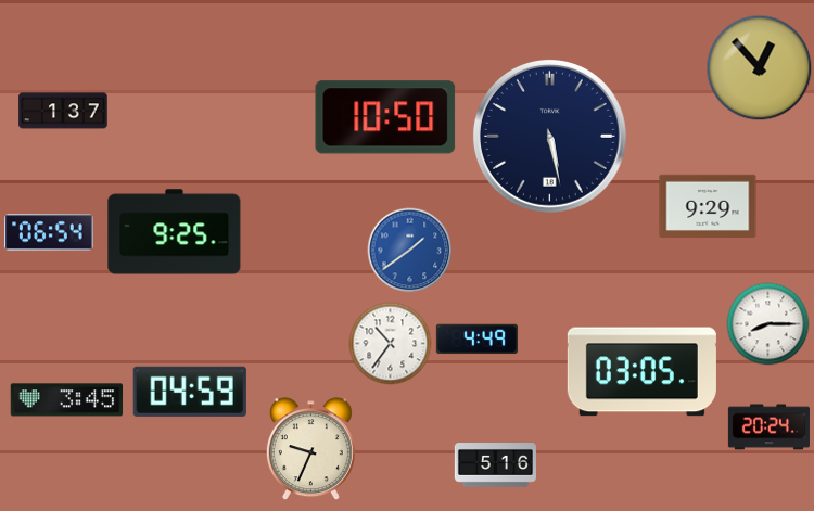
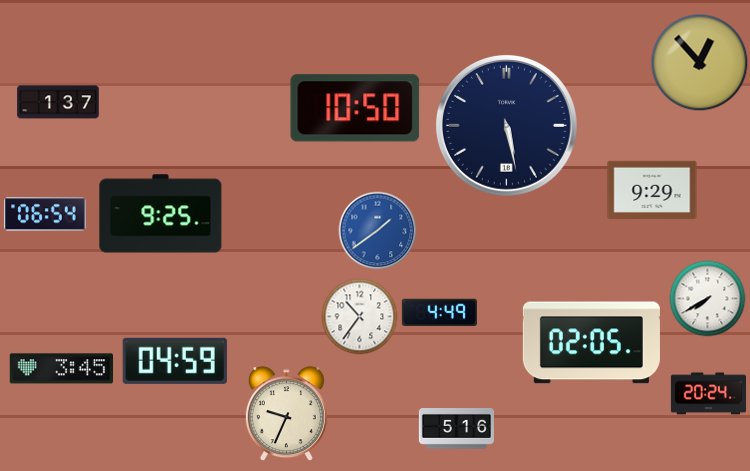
clock at (768, 324): 8:15 -> 7:40
clock at (641, 372): 03:05 -> 02:05
